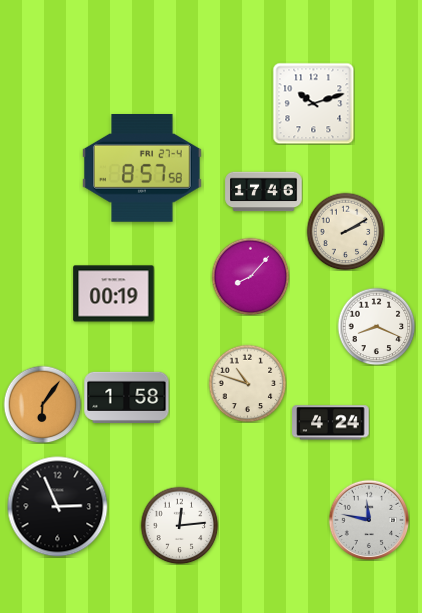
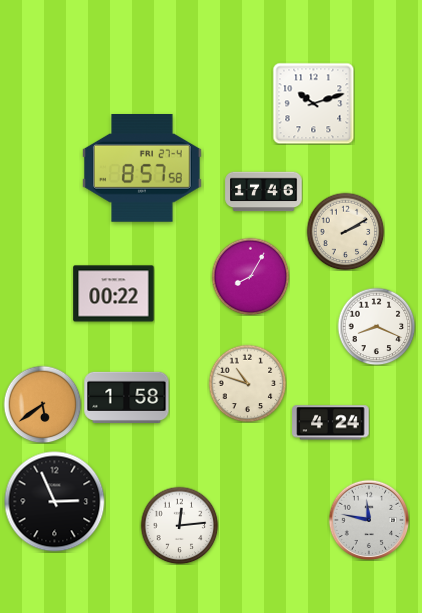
clock at (250, 276): 8:07 -> 8:05
clock at (114, 294): 00:19 -> 00:22
clock at (42, 404): 6:06 -> 5:39
clock at (58, 507) position: (58, 507) -> (55, 502)
